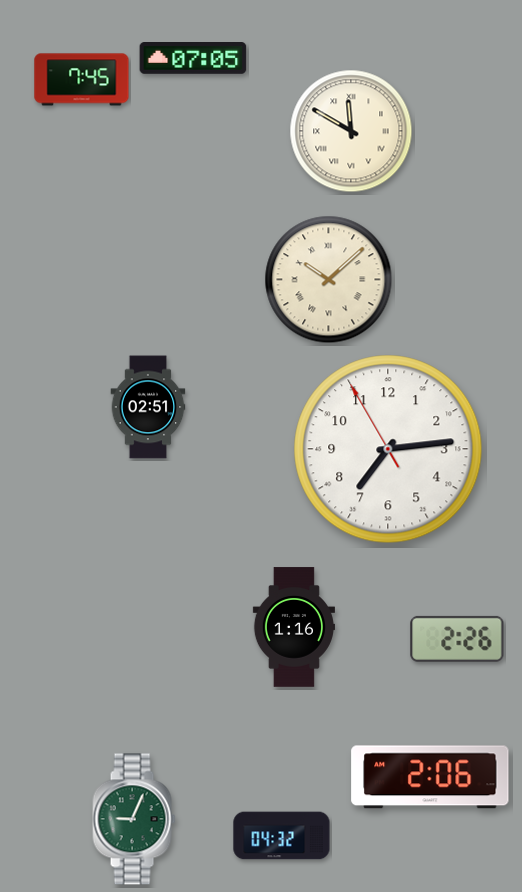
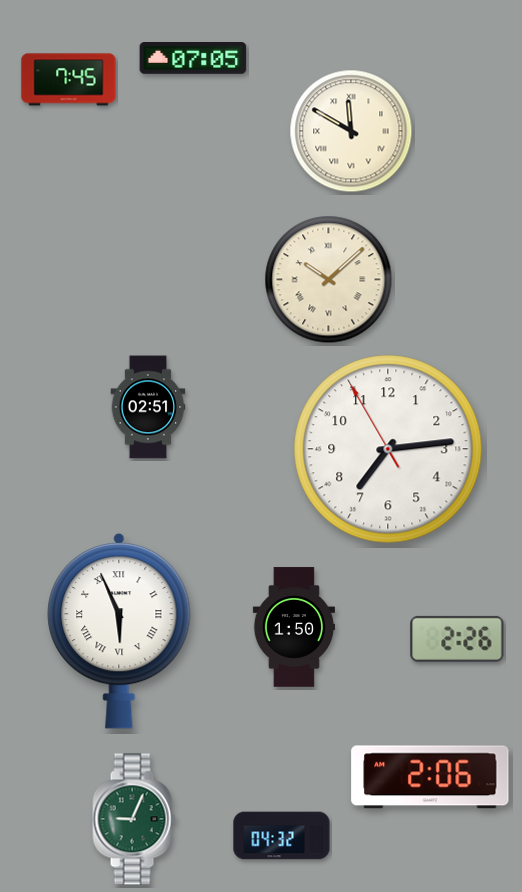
clock at (82, 80) position: (82, 80) -> (69, 80)
clock at (294, 627): 1:16 -> 1:50
clock at (119, 631): none -> 5:56
